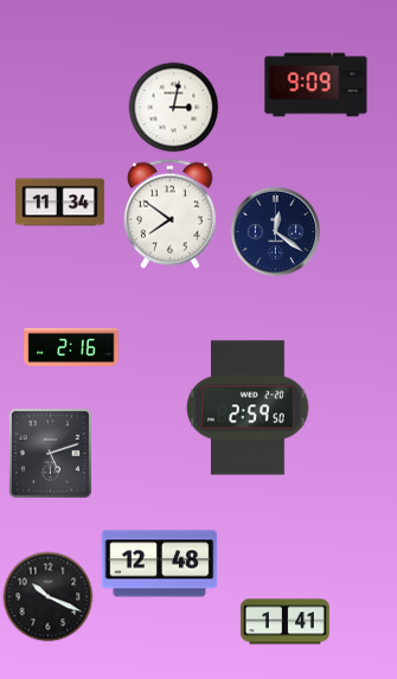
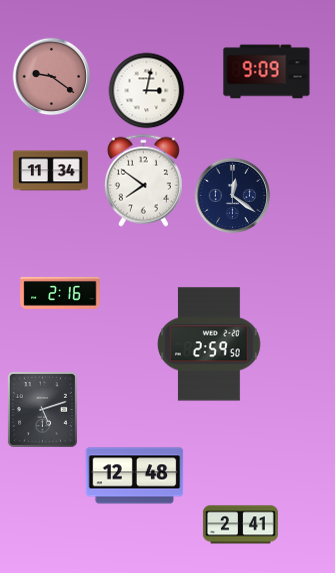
clock at (52, 77): none -> 9:21
clock at (50, 453) position: (50, 453) -> (42, 409)
clock at (49, 597): 10:19 -> none
clock at (284, 622): 1:41 -> 2:41
